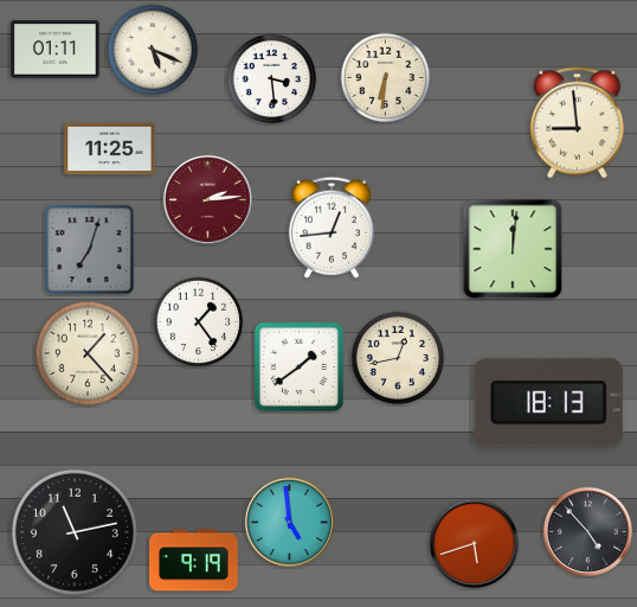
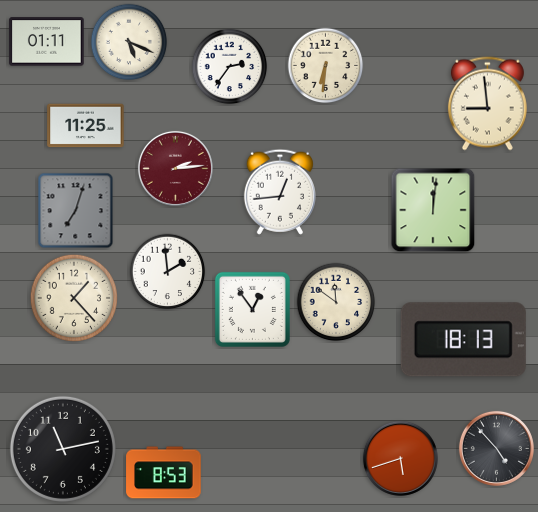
clock at (272, 79): 3:29 -> 2:36
clock at (110, 149) position: (110, 149) -> (86, 126)
clock at (199, 322): 1:24 -> 1:59
clock at (398, 358): 12:43 -> 11:51
clock at (298, 366): 1:39 -> 12:54
clock at (289, 522): 4:59 -> none
clock at (194, 561): 9:19 -> 8:53
